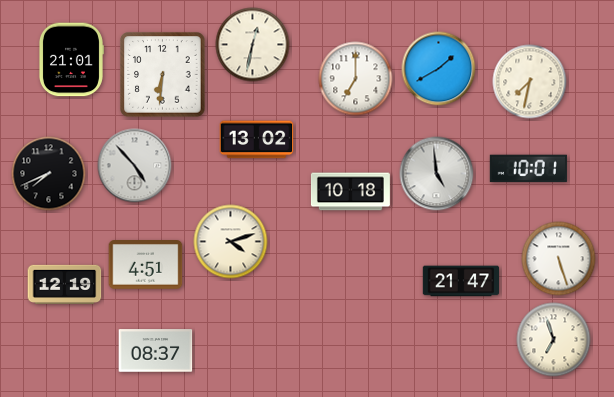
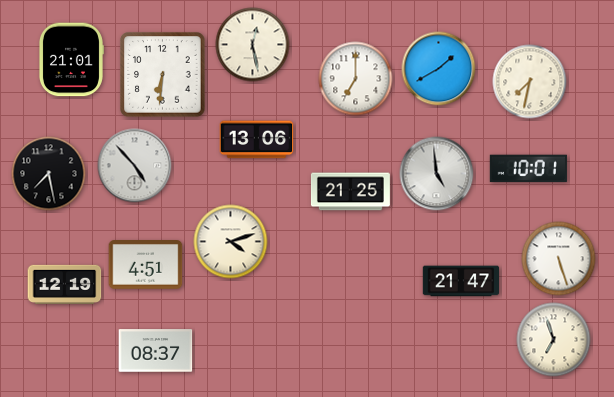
clock at (253, 45): 12:32 -> 12:28
clock at (257, 140): 13:02 -> 13:06
clock at (49, 174): 7:41 -> 7:28
clock at (350, 192): 10:18 -> 21:25
